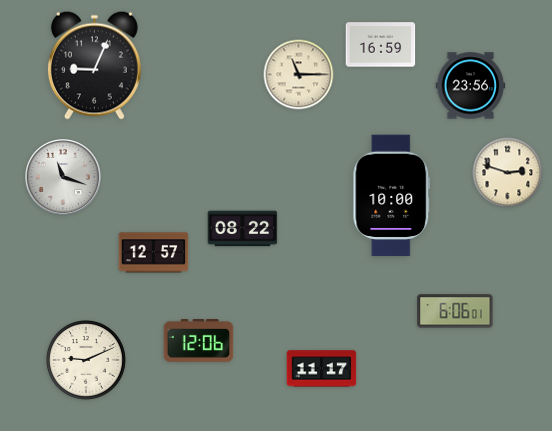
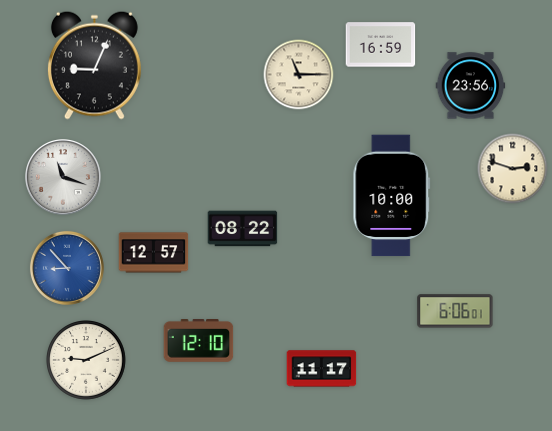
clock at (508, 173) position: (508, 173) -> (513, 169)
clock at (67, 268): none -> 8:53
clock at (199, 341): 12:06 -> 12:10
